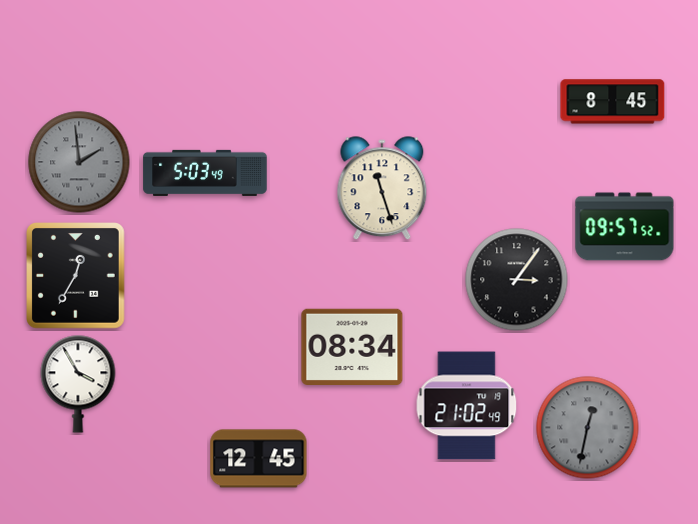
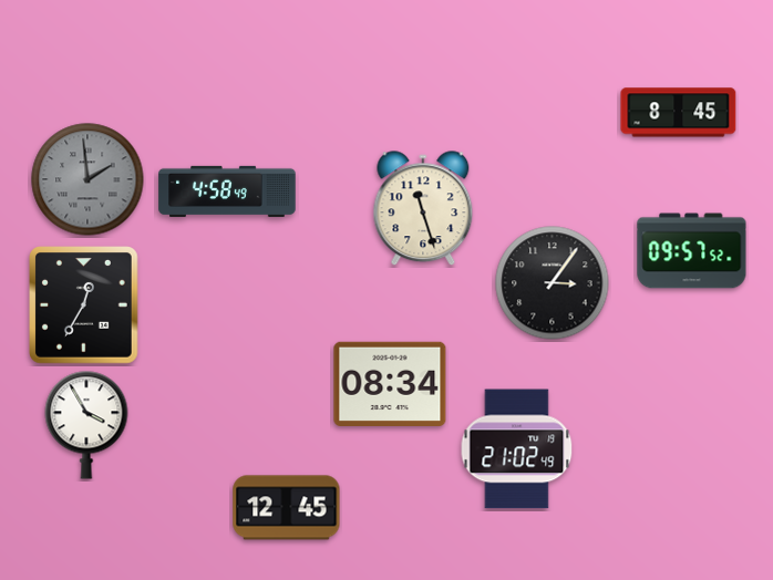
clock at (205, 173): 5:03 -> 4:58
clock at (517, 280) position: (517, 280) -> (553, 283)
clock at (588, 428): 12:32 -> none
